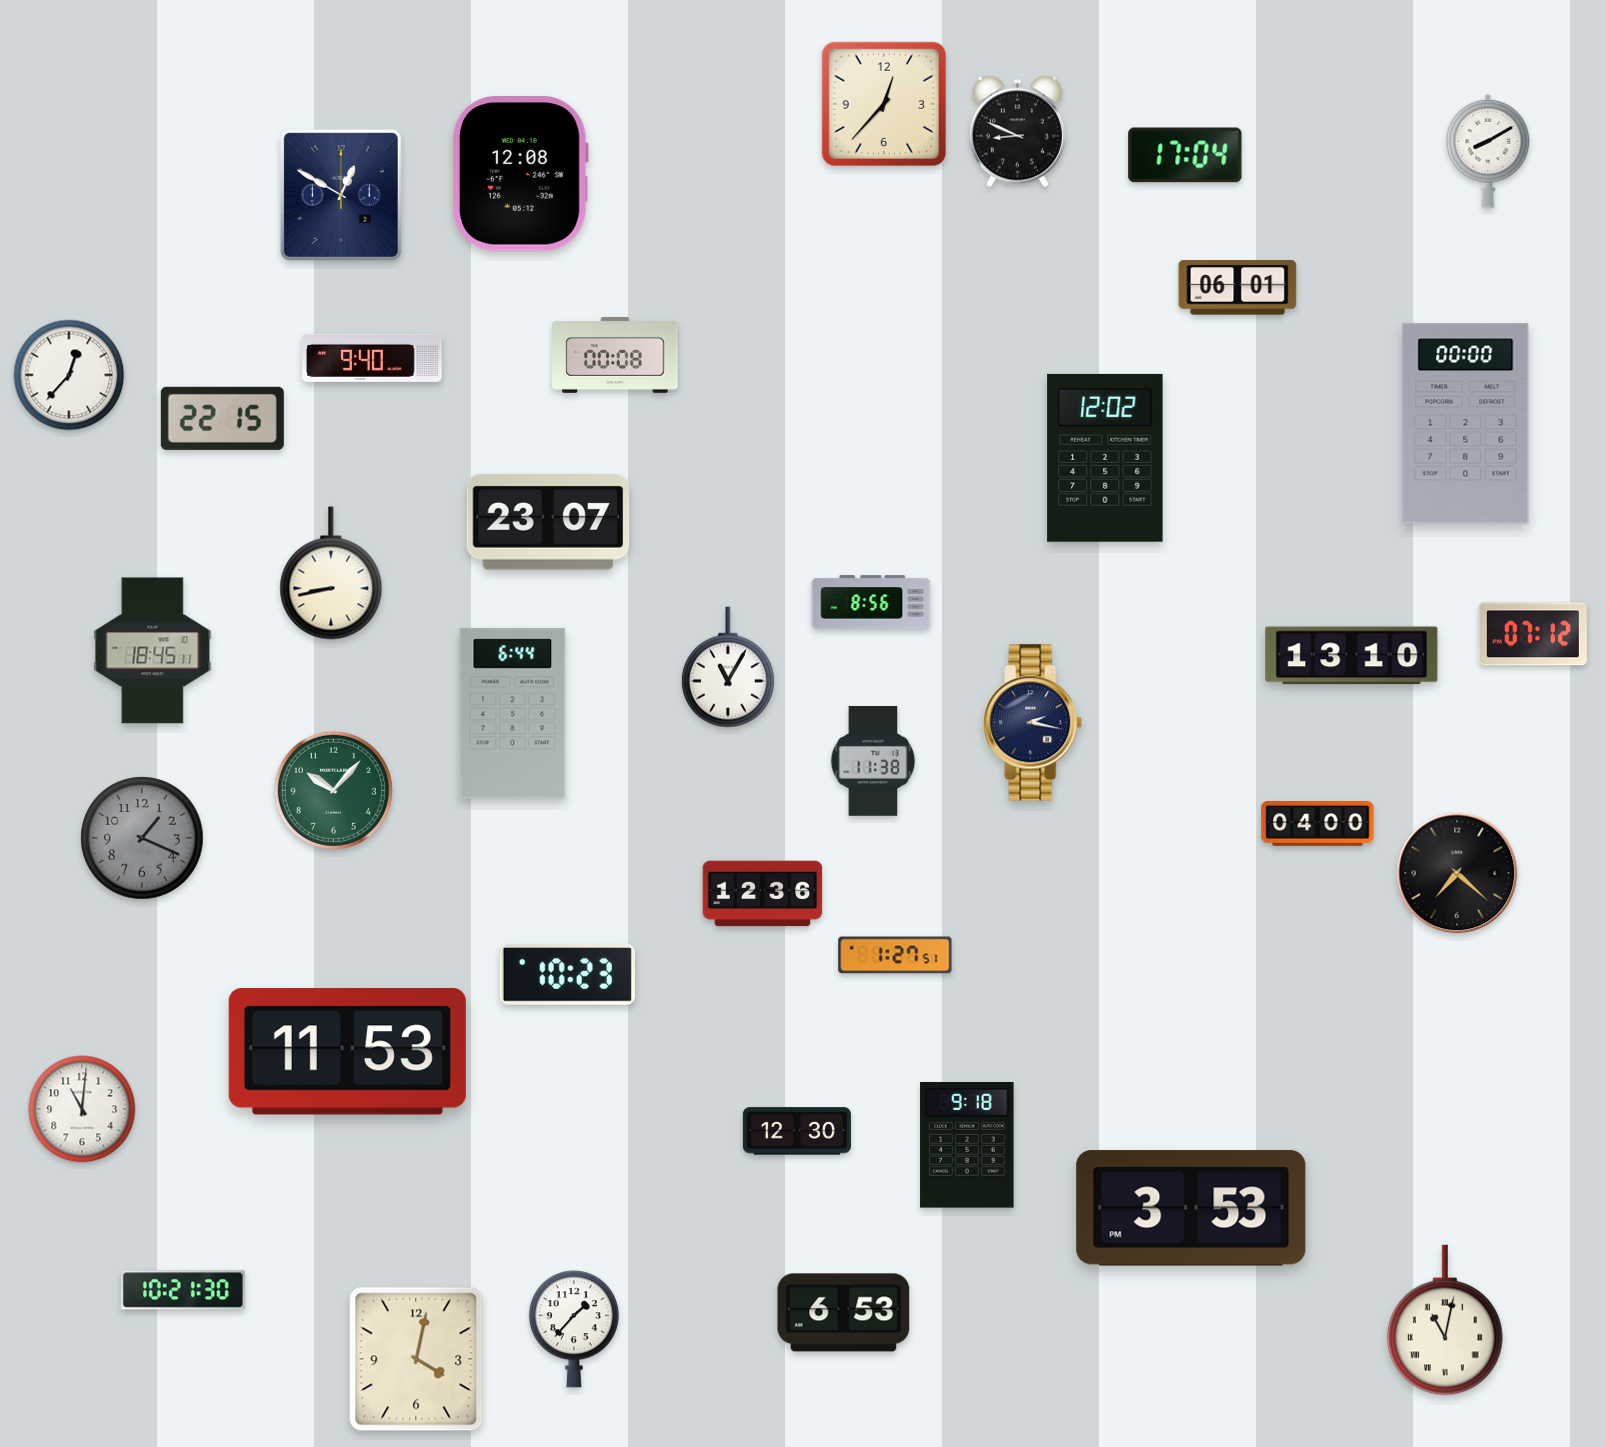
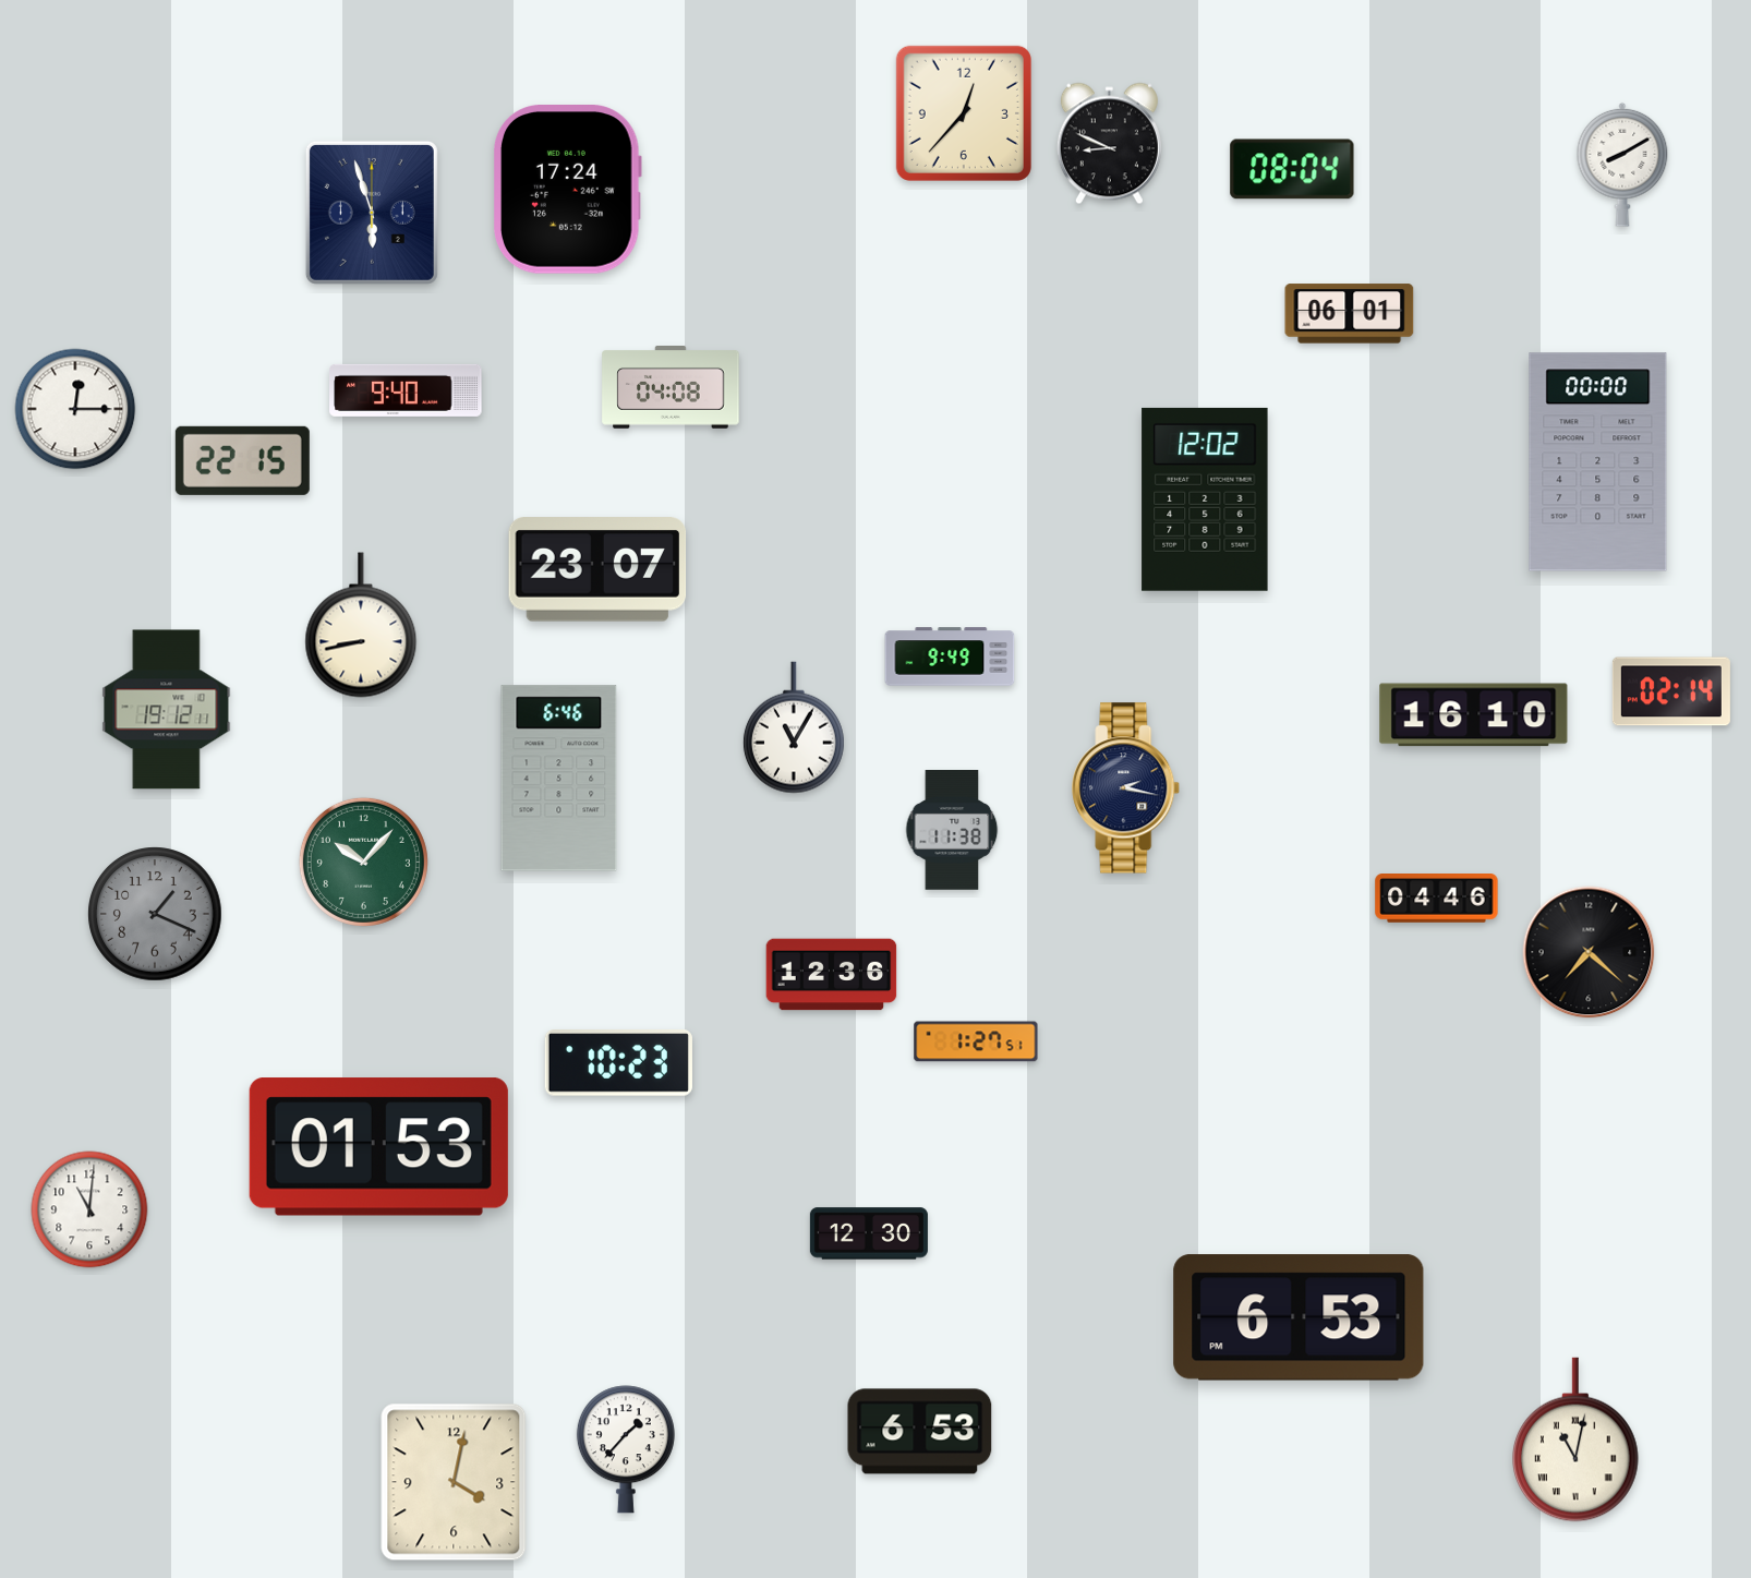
clock at (1185, 155): 17:04 -> 08:04
clock at (521, 174): 12:08 -> 17:24
clock at (341, 195): 12:50 -> 5:57
clock at (615, 356): 00:08 -> 04:08
clock at (69, 375): 12:37 -> 12:15
clock at (222, 418) position: (222, 418) -> (242, 460)
clock at (871, 602): 8:56 -> 9:49
clock at (1533, 634): 07:12 -> 02:14
clock at (153, 651): 18:45 -> 19:12
clock at (1352, 656): 13:10 -> 16:10
clock at (513, 714): 6:44 -> 6:46
clock at (1318, 824): 04:00 -> 04:46
clock at (347, 1052): 11:53 -> 01:53
clock at (967, 1145): 9:18 -> none
clock at (1191, 1208): 3:53 -> 6:53
clock at (183, 1290): 10:21 -> none
